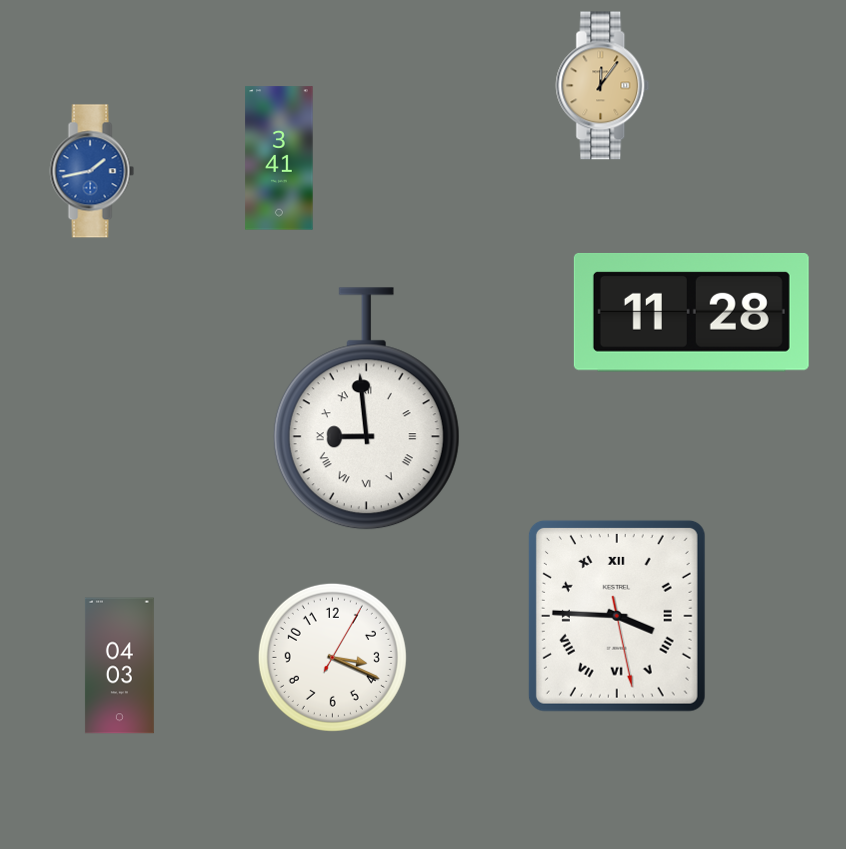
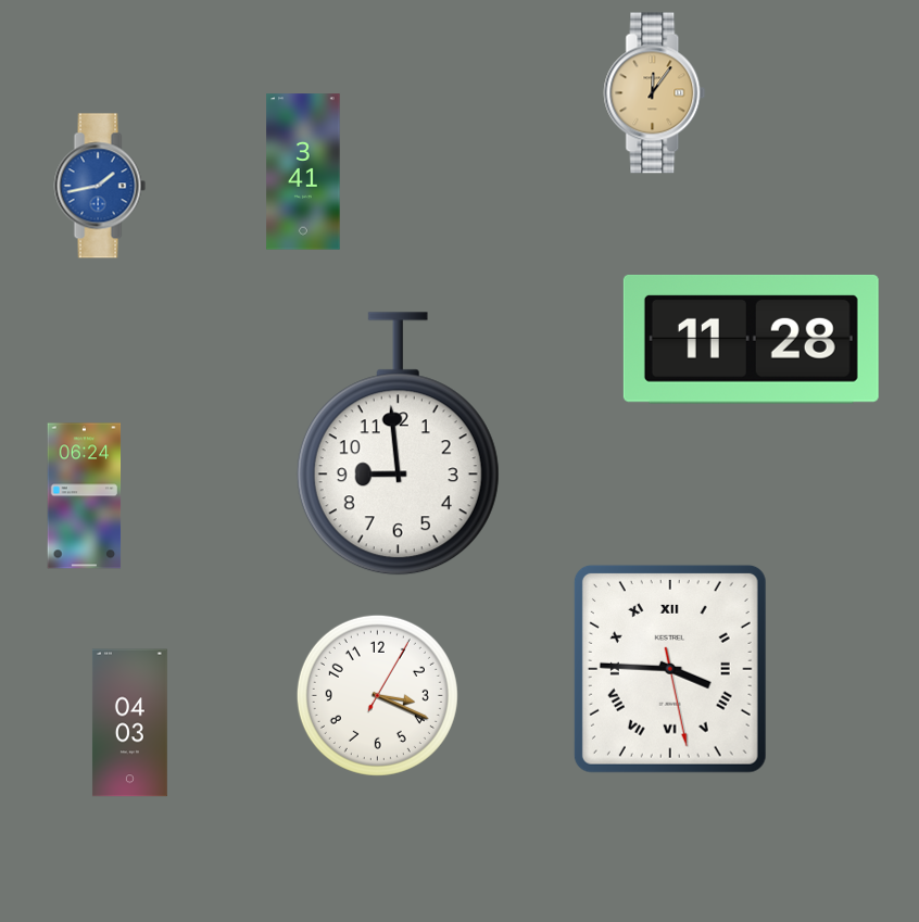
clock at (366, 409) numerals: Roman -> Arabic
clock at (85, 496): none -> 06:24
clock at (332, 657) position: (332, 657) -> (377, 695)
